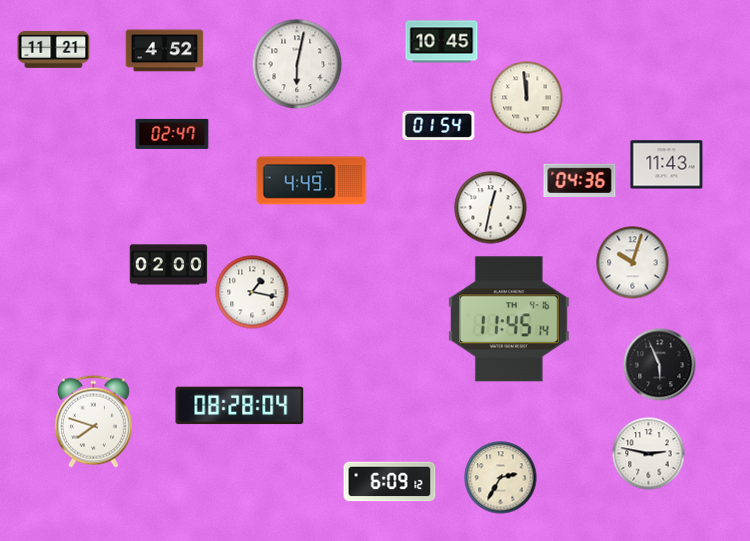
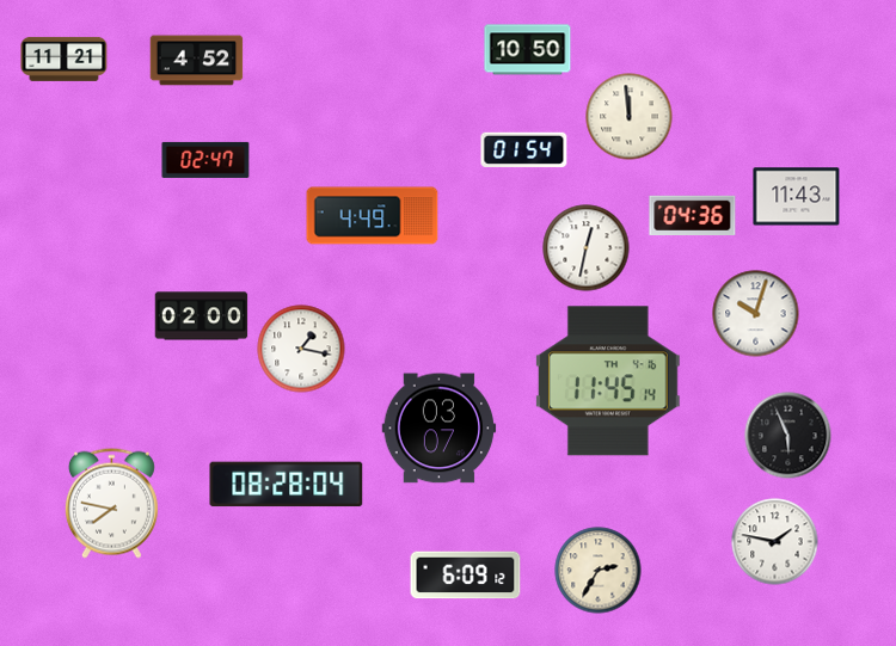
clock at (442, 42): 10:45 -> 10:50
clock at (297, 64): 6:02 -> none
clock at (440, 429): none -> 03:07
clock at (93, 421): 7:48 -> 7:47
clock at (649, 454): 2:47 -> 1:47
